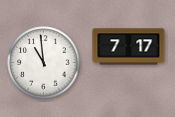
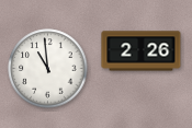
clock at (129, 47): 7:17 -> 2:26
